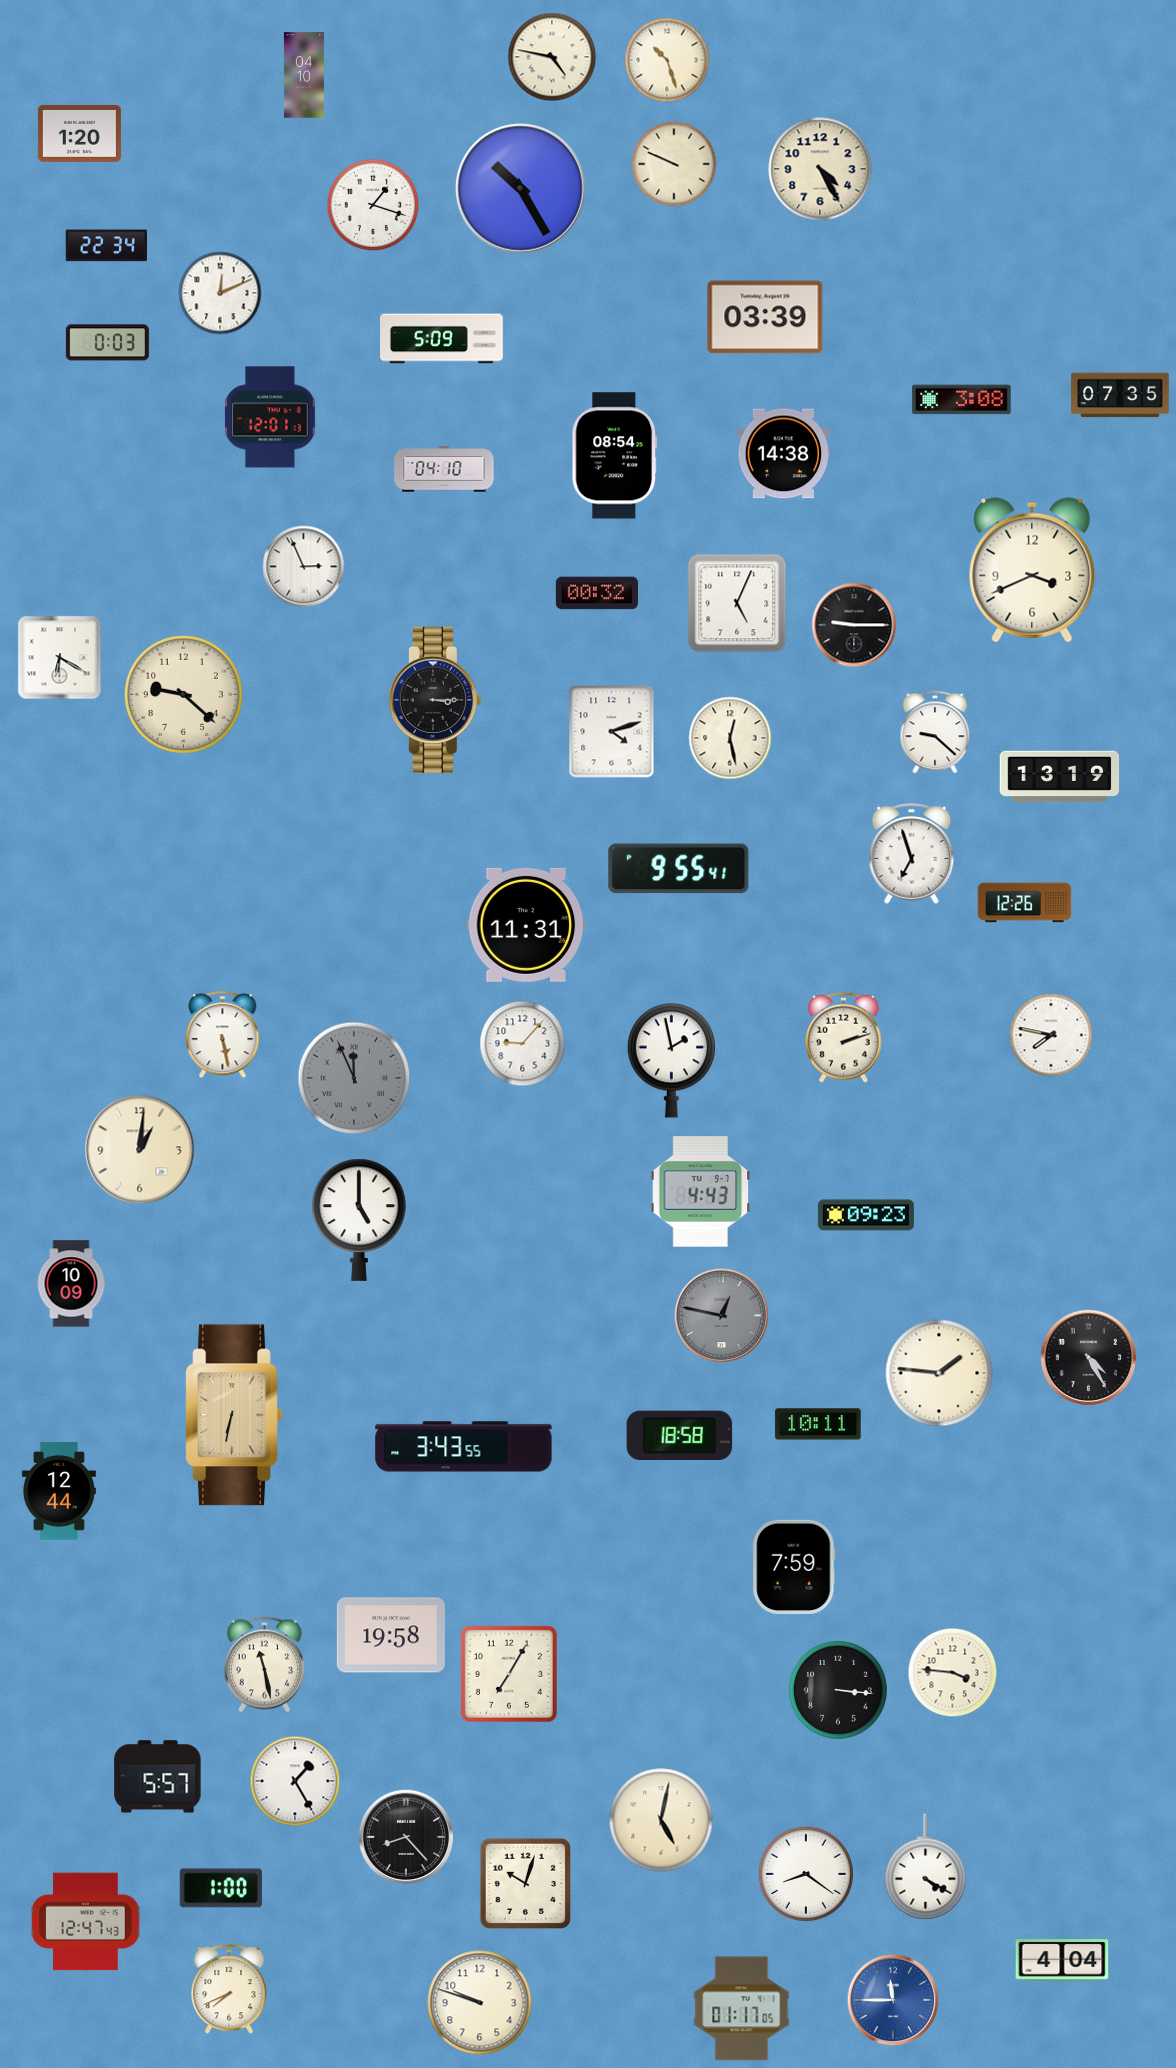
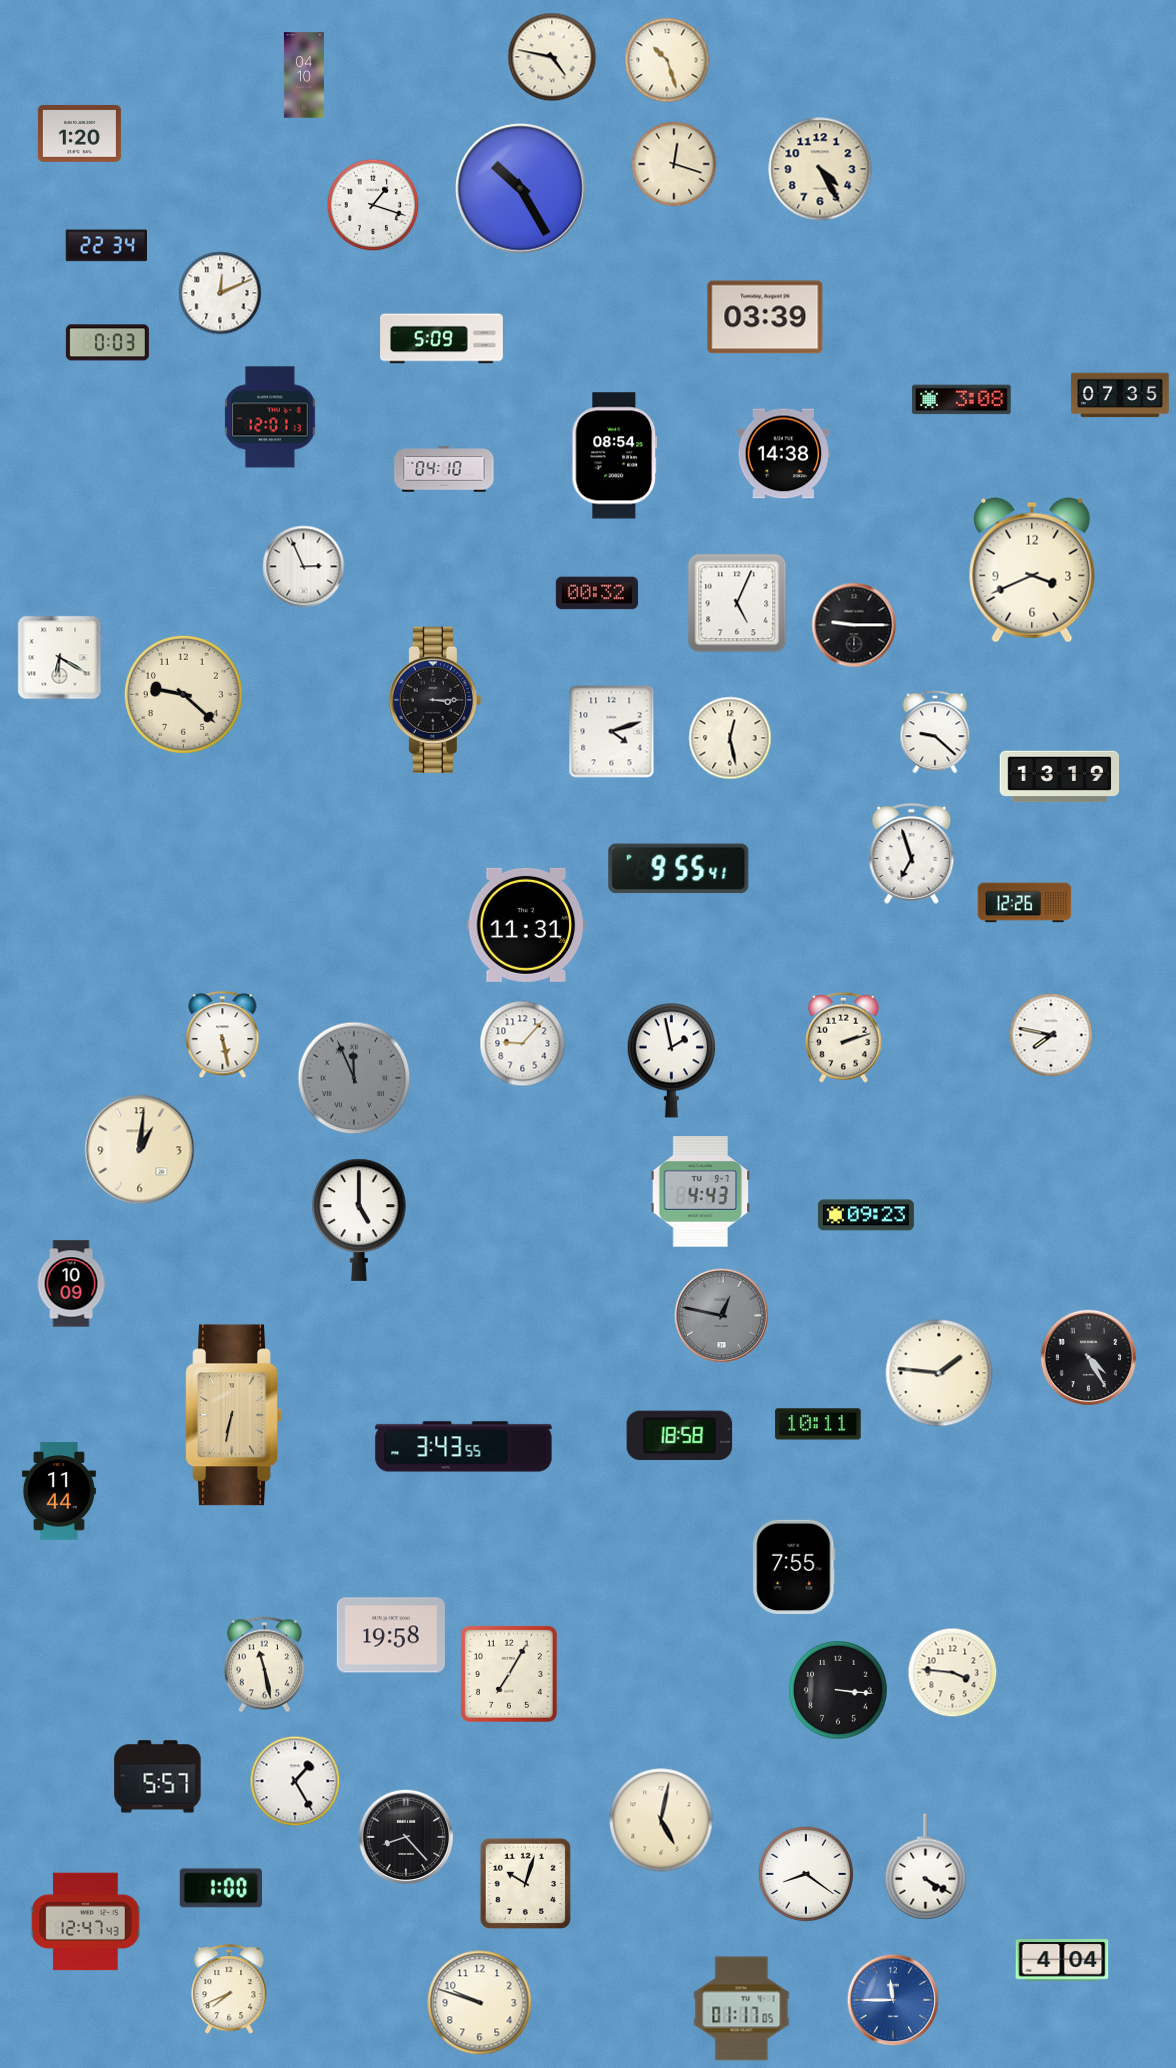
clock at (674, 164): 9:49 -> 12:18
clock at (59, 1491): 12:44 -> 11:44
clock at (794, 1566): 7:59 -> 7:55
